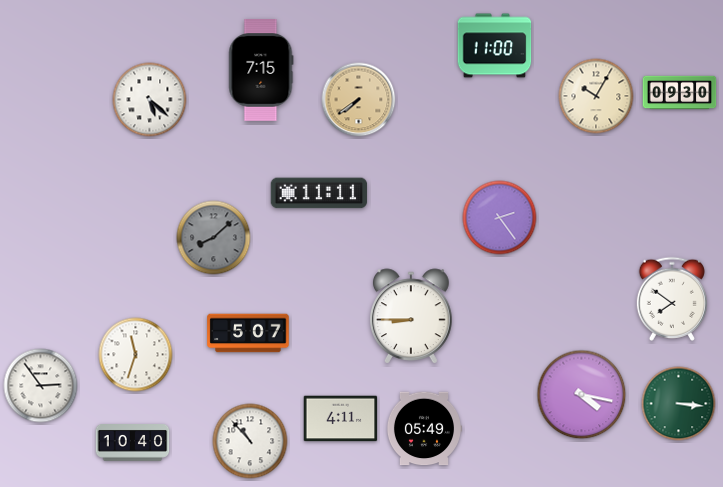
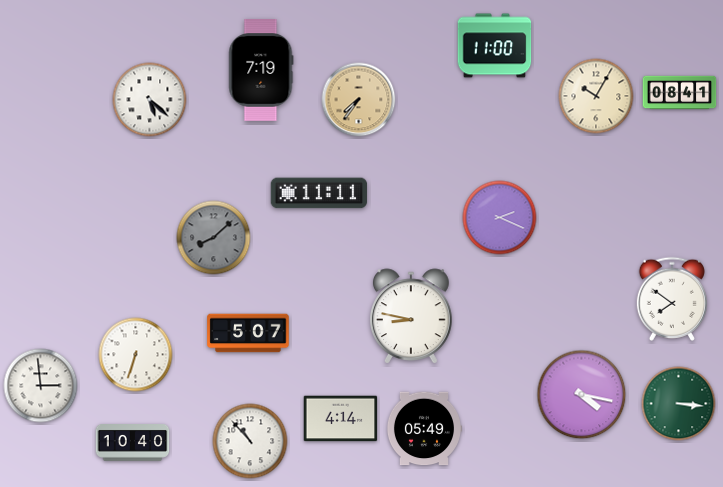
clock at (261, 71): 7:15 -> 7:19
clock at (680, 93): 09:30 -> 08:41
clock at (359, 100): 7:39 -> 7:36
clock at (500, 218): 2:24 -> 2:19
clock at (412, 316): 8:45 -> 8:47
clock at (136, 355): 11:33 -> 6:33
clock at (41, 386): 2:54 -> 2:59
clock at (341, 419): 4:11 -> 4:14
